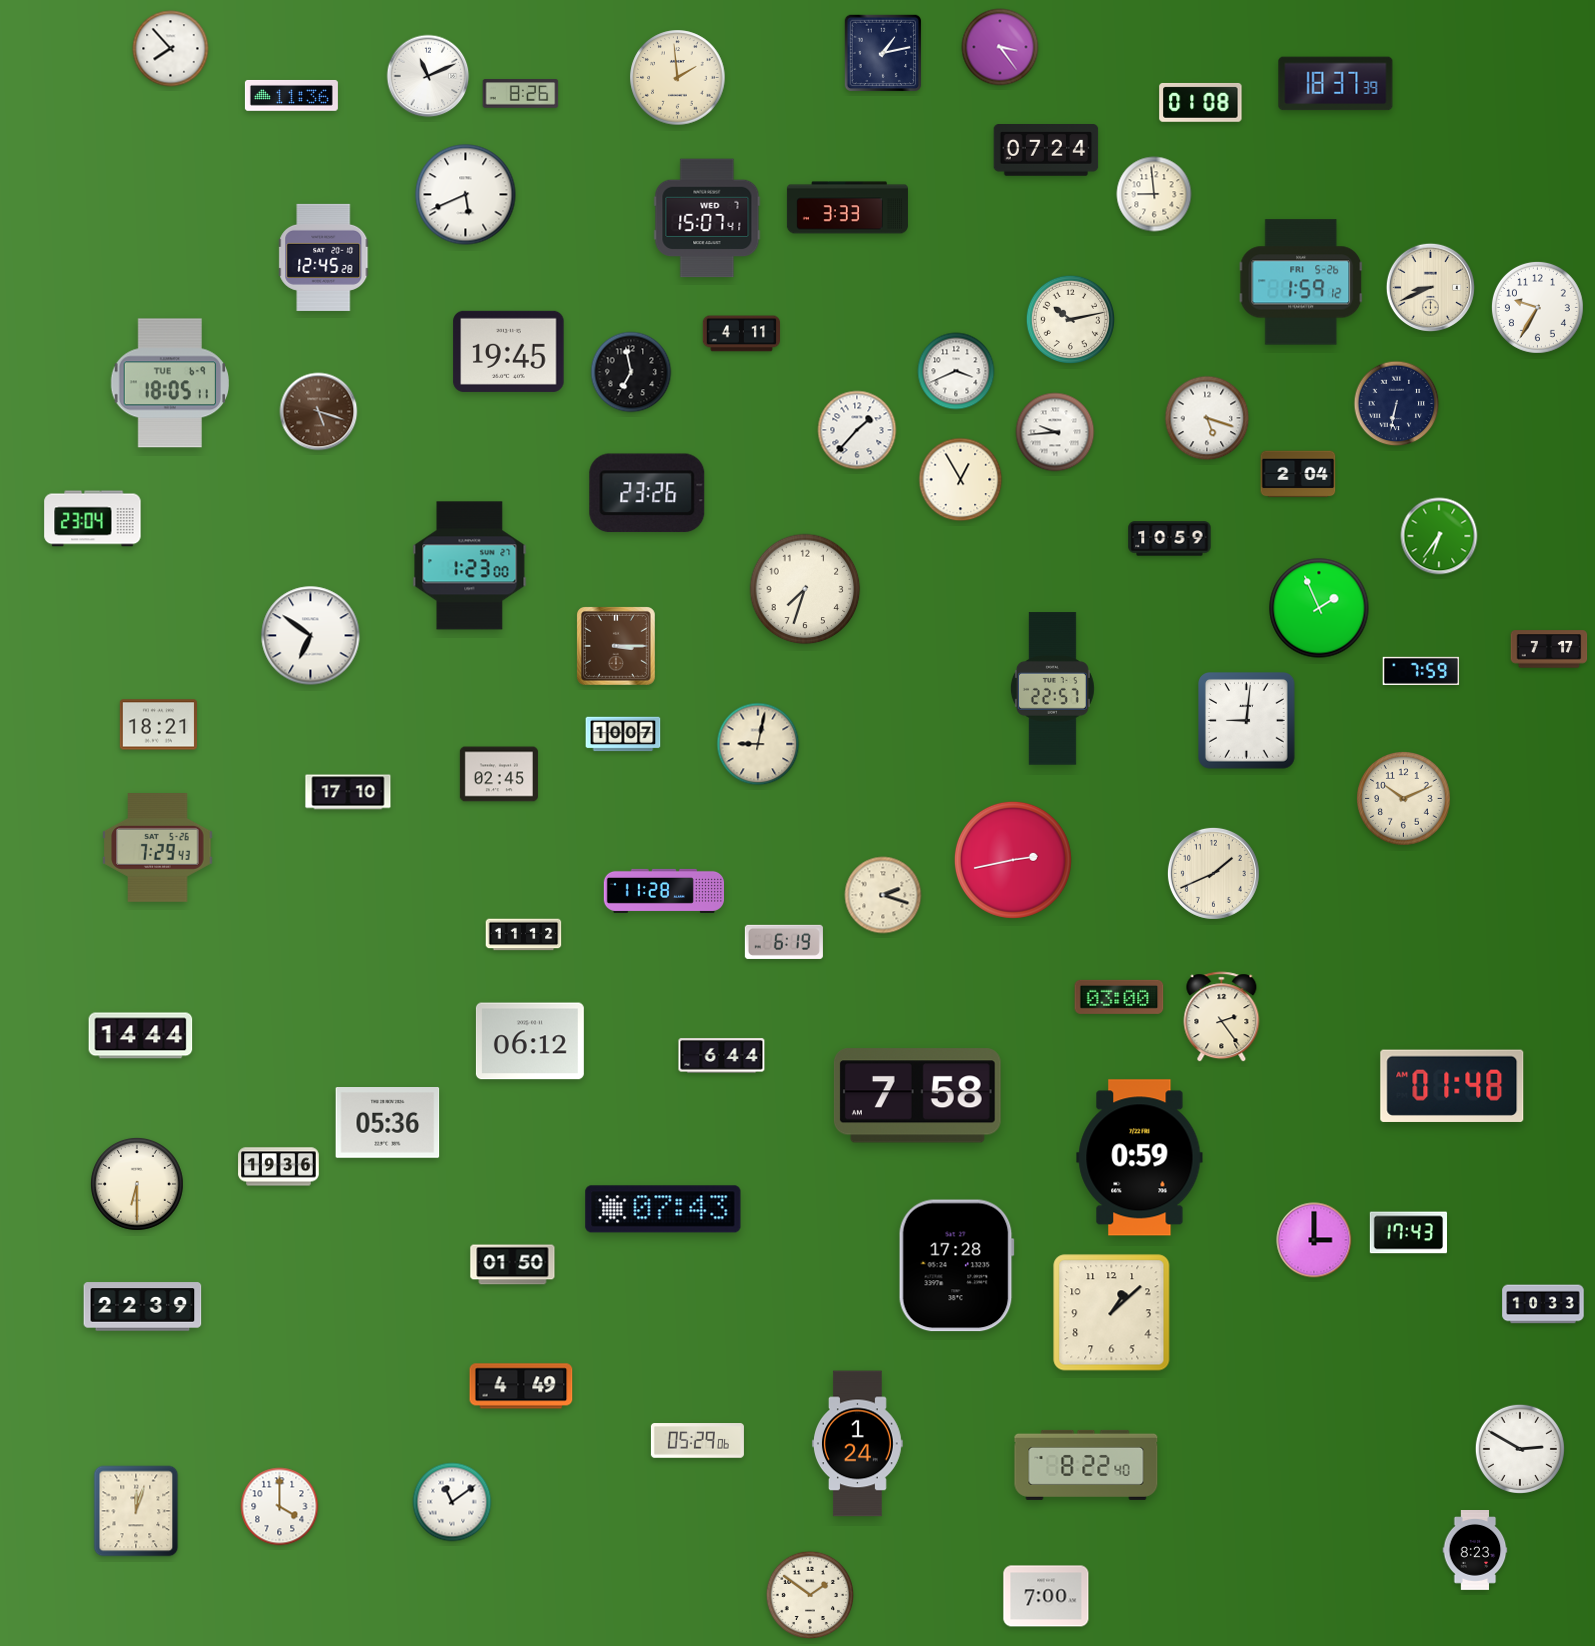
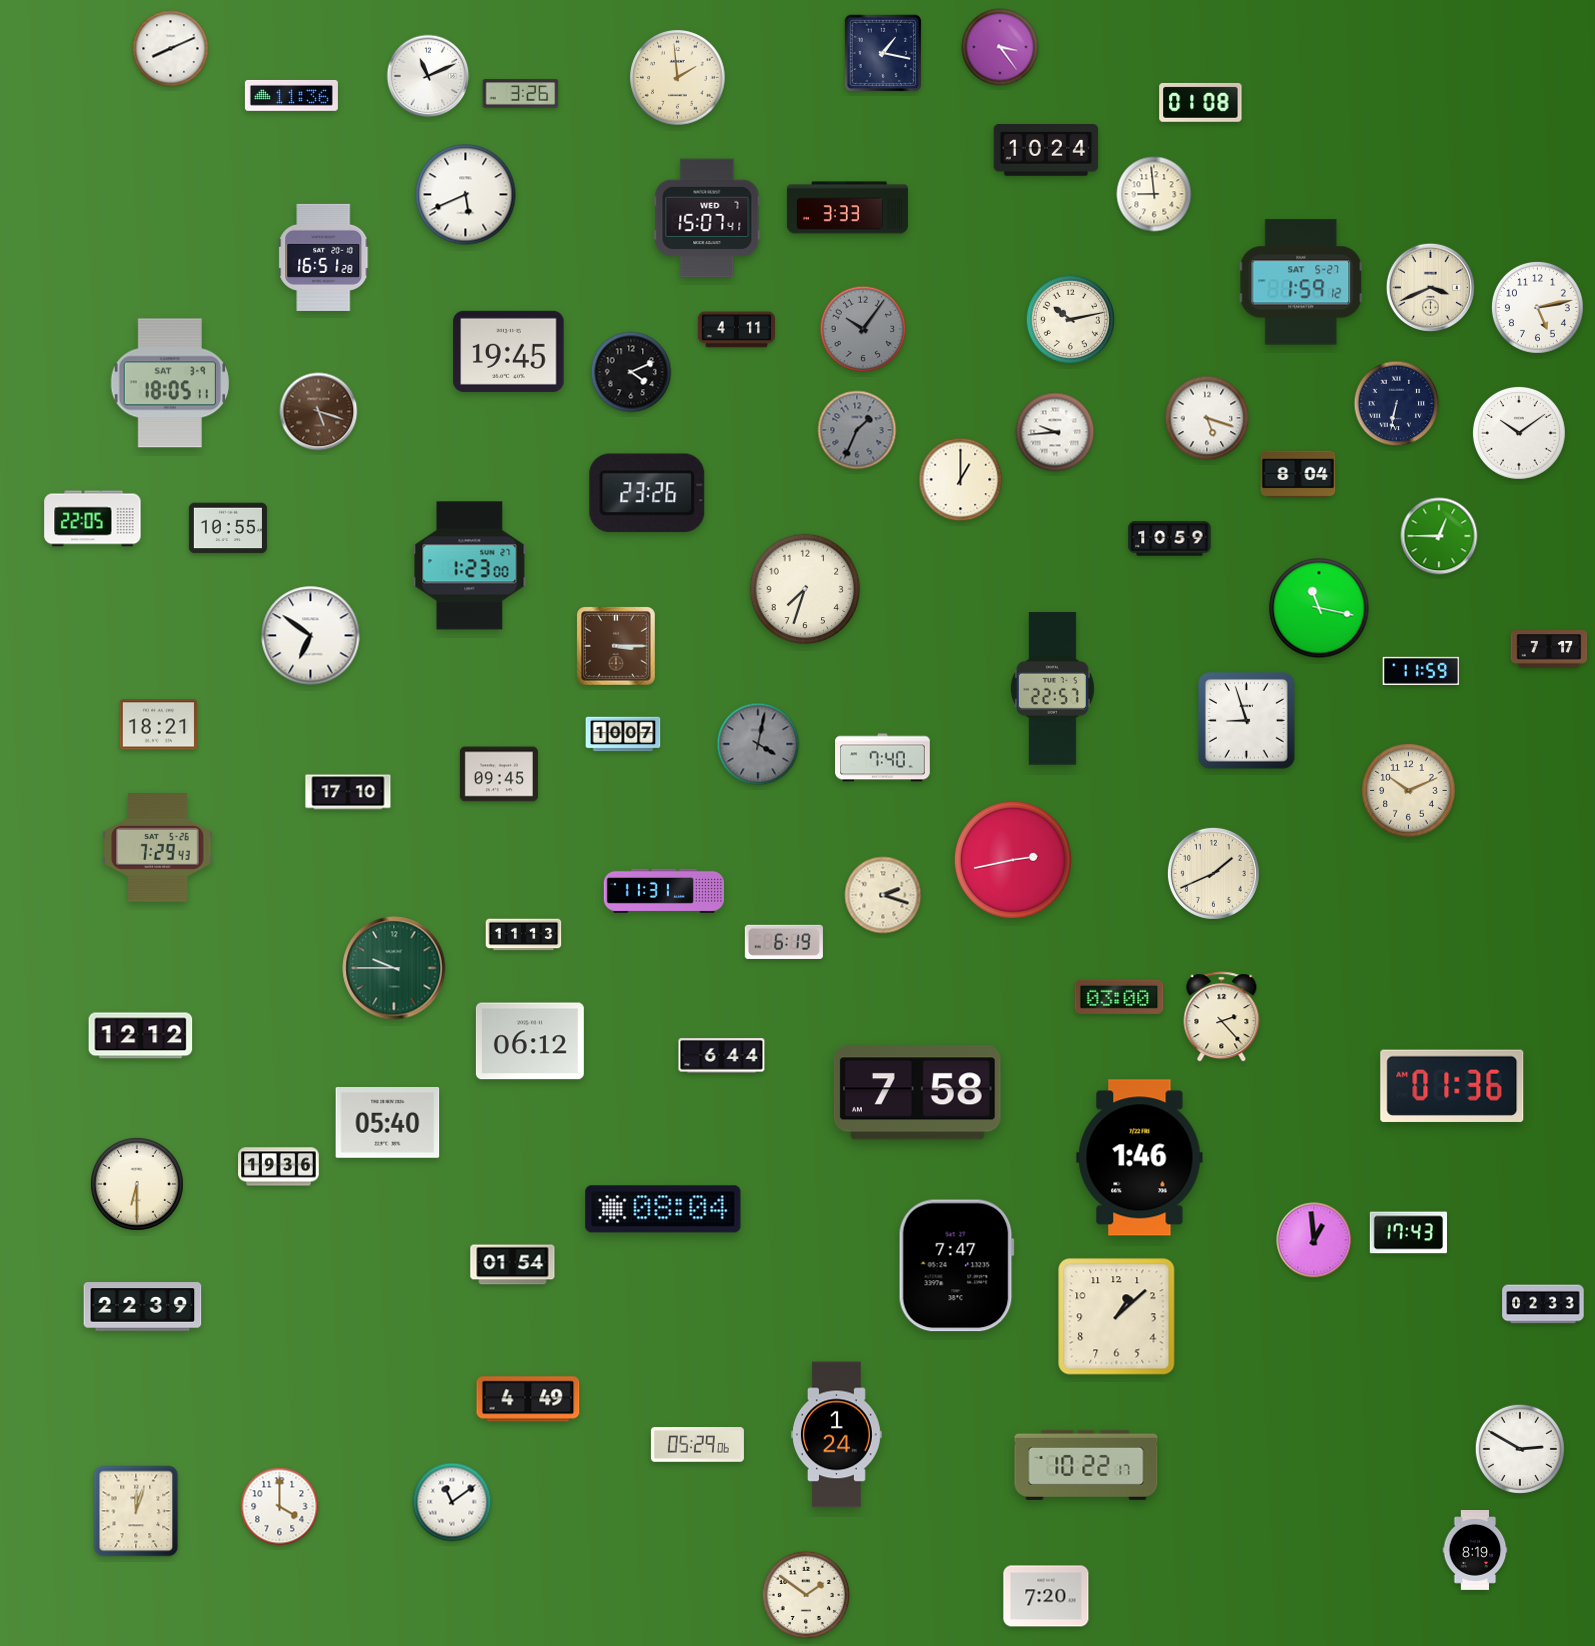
clock at (171, 49): 7:53 -> 8:11
clock at (882, 52): 1:13 -> 1:17
clock at (1336, 84): 18:37 -> none
clock at (521, 94): 8:26 -> 3:26
clock at (1046, 150): 07:24 -> 10:24
clock at (324, 257): 12:45 -> 16:51
clock at (1301, 282) date: FRI 5-26 -> SAT 5-27
clock at (1430, 287): 8:41 -> 3:41
clock at (1537, 307): 9:35 -> 5:13
clock at (863, 329): none -> 10:06
clock at (741, 334) position: (741, 334) -> (736, 330)
clock at (956, 371): 3:41 -> none
clock at (631, 372): 6:58 -> 4:11
clock at (169, 383) date: TUE 6-9 -> SAT 3-9
clock at (857, 430): 1:37 -> 1:34
clock at (857, 430) dial: white -> grey
clock at (1519, 433): none -> 10:09
clock at (1298, 474): 2:04 -> 8:04
clock at (961, 480): 12:55 -> 1:00
clock at (93, 519): 23:04 -> 22:05
clock at (228, 528): none -> 10:55
clock at (1439, 536): 6:36 -> 12:45
clock at (1319, 608): 1:56 -> 11:17
clock at (1421, 671): 7:59 -> 11:59
clock at (1247, 721): 9:01 -> 8:57
clock at (758, 744): 9:02 -> 4:02
clock at (758, 744) dial: cream -> grey
clock at (883, 758): none -> 7:40
clock at (499, 774): 02:45 -> 09:45
clock at (1404, 799) position: (1404, 799) -> (1409, 791)
clock at (663, 891): 11:28 -> 11:31
clock at (524, 935): 11:12 -> 11:13
clock at (394, 968): none -> 9:45
clock at (1222, 1017): 2:24 -> 2:23
clock at (141, 1036): 14:44 -> 12:12
clock at (1452, 1086): 01:48 -> 01:36
clock at (917, 1096) position: (917, 1096) -> (917, 1093)
clock at (388, 1123): 05:36 -> 05:40
clock at (1140, 1158): 0:59 -> 1:46
clock at (663, 1209): 07:43 -> 08:04
clock at (1314, 1240): 3:00 -> 12:59
clock at (513, 1265): 01:50 -> 01:54
clock at (956, 1266): 17:28 -> 7:47
clock at (1543, 1304): 10:33 -> 02:33
clock at (1112, 1313) position: (1112, 1313) -> (1117, 1317)
clock at (521, 1386) position: (521, 1386) -> (528, 1399)
clock at (697, 1441) position: (697, 1441) -> (697, 1445)
clock at (857, 1444) position: (857, 1444) -> (836, 1435)
clock at (1086, 1465): 8:22 -> 10:22
clock at (1475, 1551): 8:23 -> 8:19
clock at (810, 1595) position: (810, 1595) -> (806, 1595)
clock at (1046, 1596): 7:00 -> 7:20
